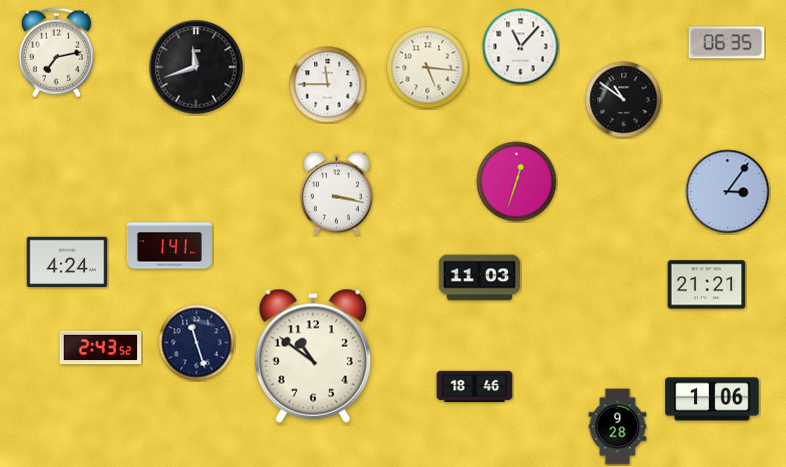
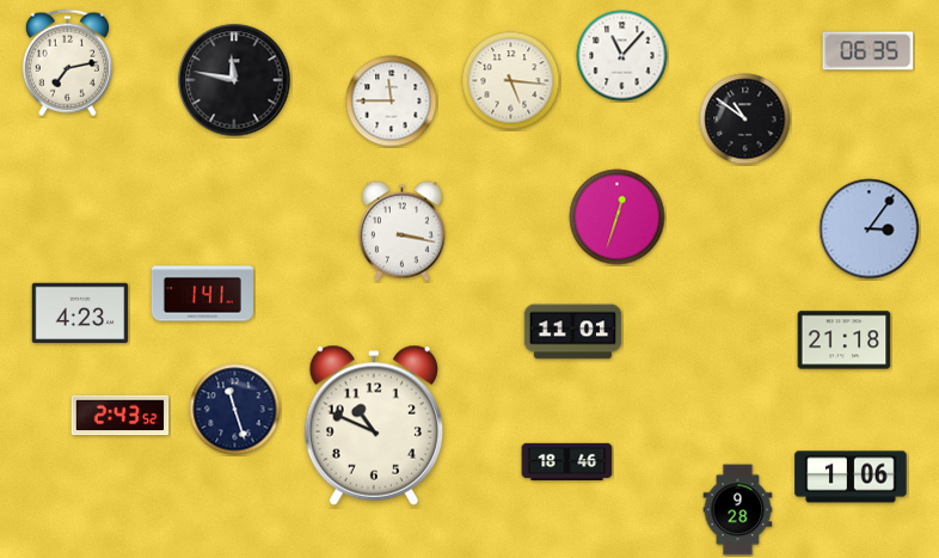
clock at (196, 67): 11:42 -> 11:47
clock at (67, 262): 4:24 -> 4:23
clock at (480, 278): 11:03 -> 11:01
clock at (707, 285): 21:21 -> 21:18
clock at (312, 356): 10:51 -> 10:49
